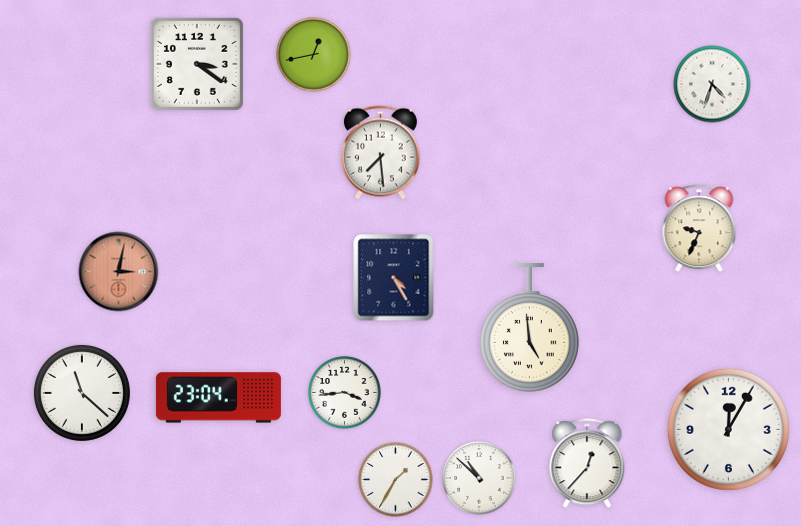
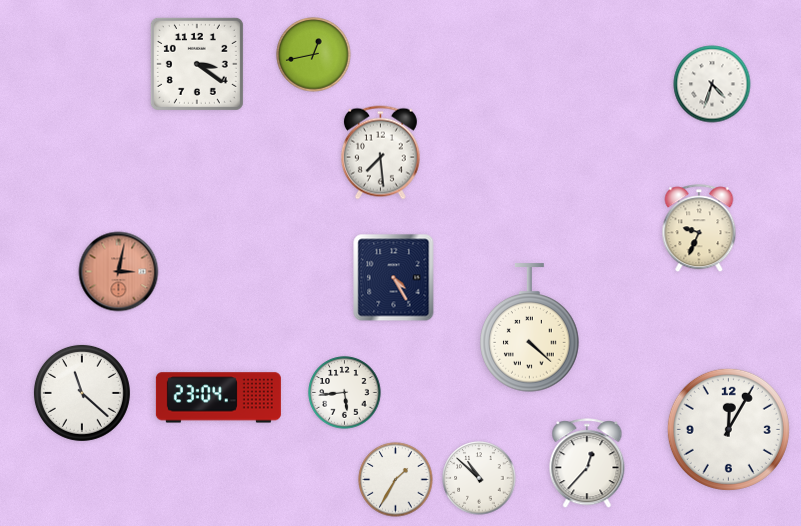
clock at (530, 328): 4:59 -> 4:22
clock at (345, 393): 3:44 -> 5:44
